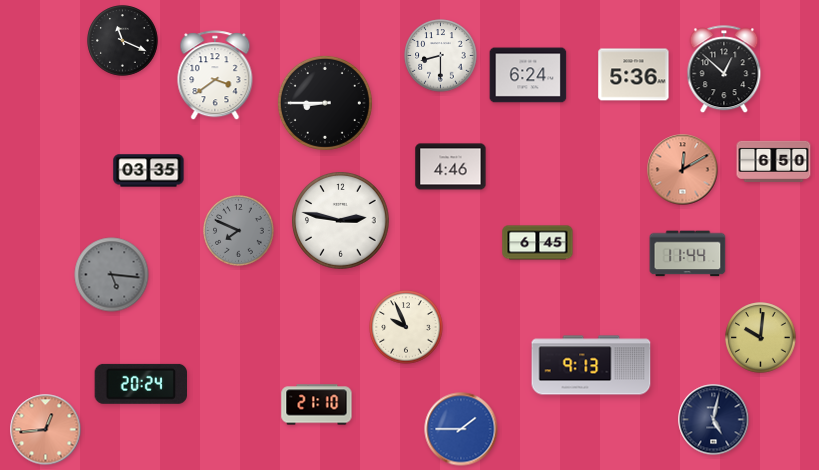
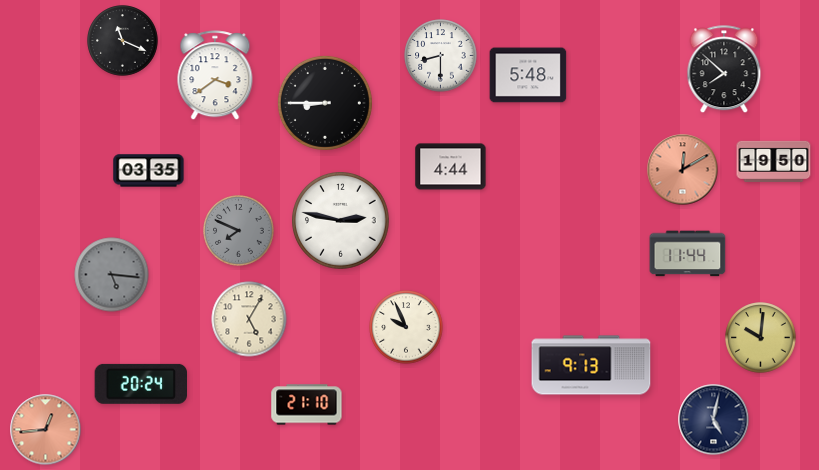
clock at (724, 70): 12:52 -> 7:52
clock at (528, 75): 6:24 -> 5:48
clock at (634, 75): 5:36 -> none
clock at (774, 161): 6:50 -> 19:50
clock at (451, 167): 4:46 -> 4:44
clock at (538, 243): 6:45 -> none
clock at (249, 319): none -> 5:05
clock at (317, 405) position: (317, 405) -> (307, 405)
clock at (461, 429): 1:45 -> none
